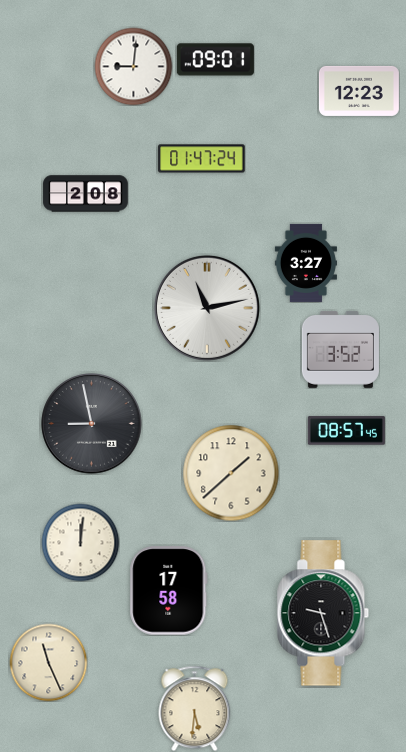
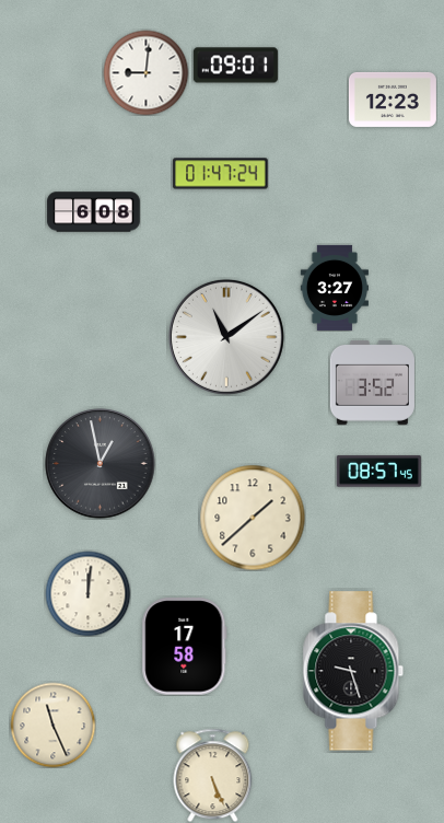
clock at (86, 194): 2:08 -> 6:08
clock at (207, 308): 11:13 -> 11:09
clock at (92, 424): 8:58 -> 12:58
clock at (195, 708): 5:31 -> 5:26
